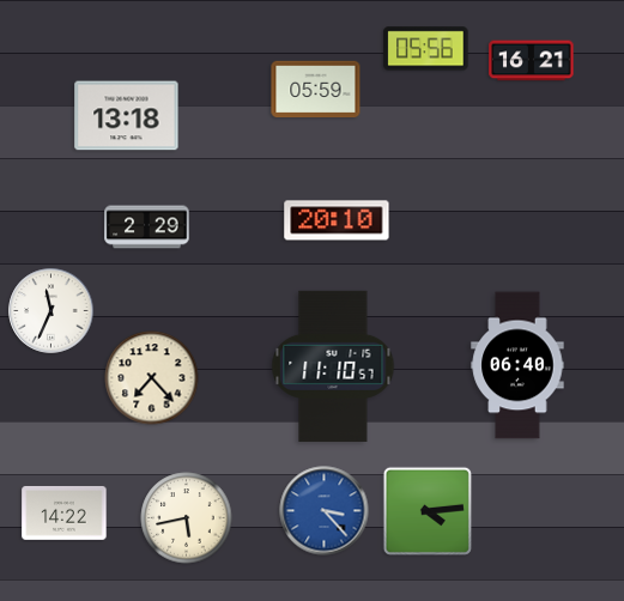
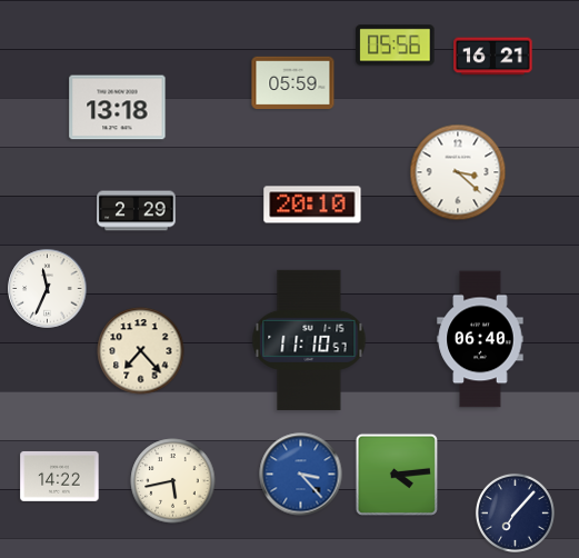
clock at (458, 172): none -> 3:22
clock at (515, 512): none -> 7:07
